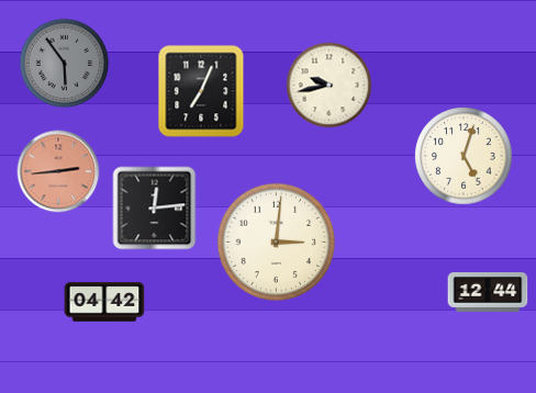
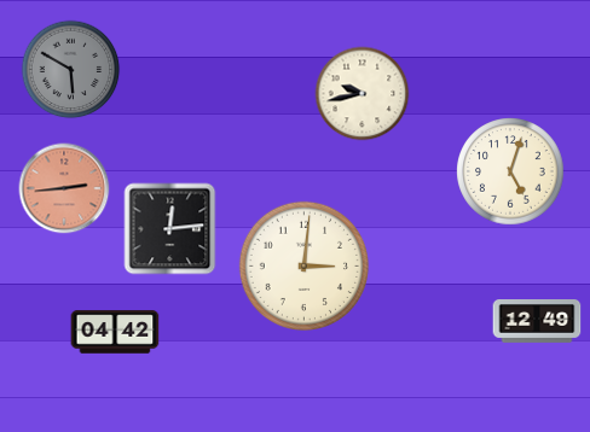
clock at (65, 64): 5:54 -> 5:50
clock at (201, 91): 7:04 -> none
clock at (488, 293): 12:44 -> 12:49
